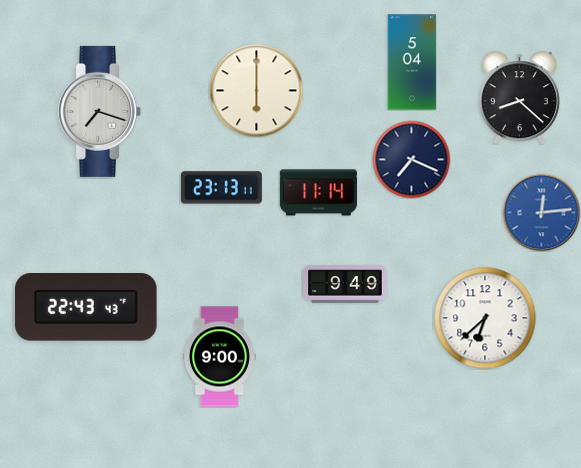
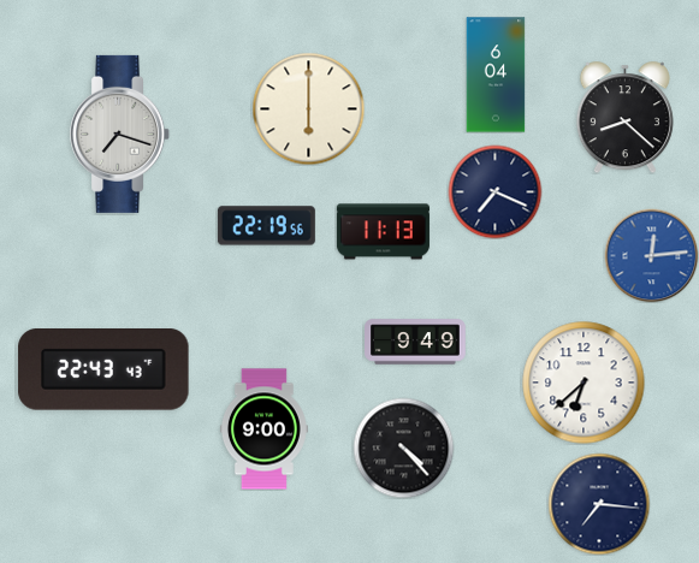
clock at (412, 62): 5:04 -> 6:04
clock at (221, 188): 23:13 -> 22:19
clock at (318, 193): 11:14 -> 11:13
clock at (403, 448): none -> 4:23
clock at (599, 504): none -> 7:16
